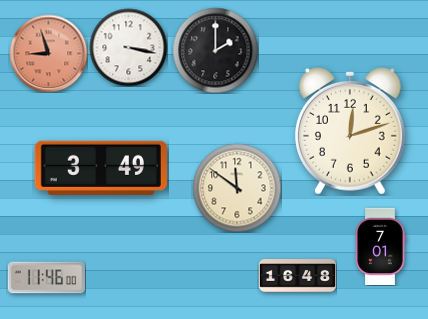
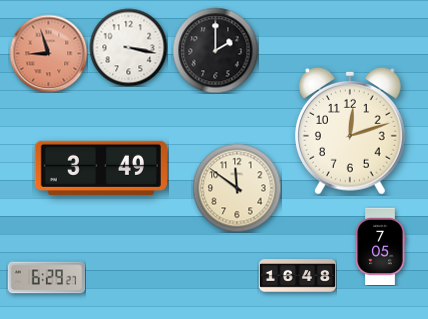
clock at (380, 246): 7:01 -> 7:05
clock at (46, 278): 11:46 -> 6:29
